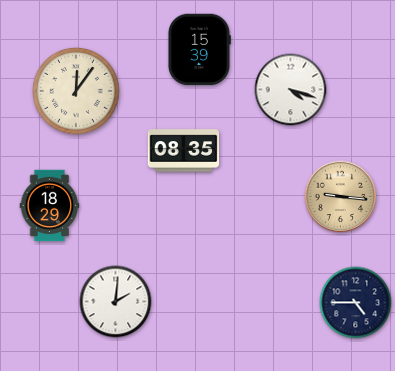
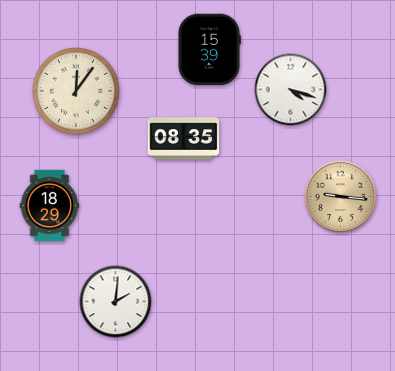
clock at (200, 50) position: (200, 50) -> (210, 50)
clock at (184, 151) position: (184, 151) -> (184, 139)
clock at (356, 303): 4:45 -> none
